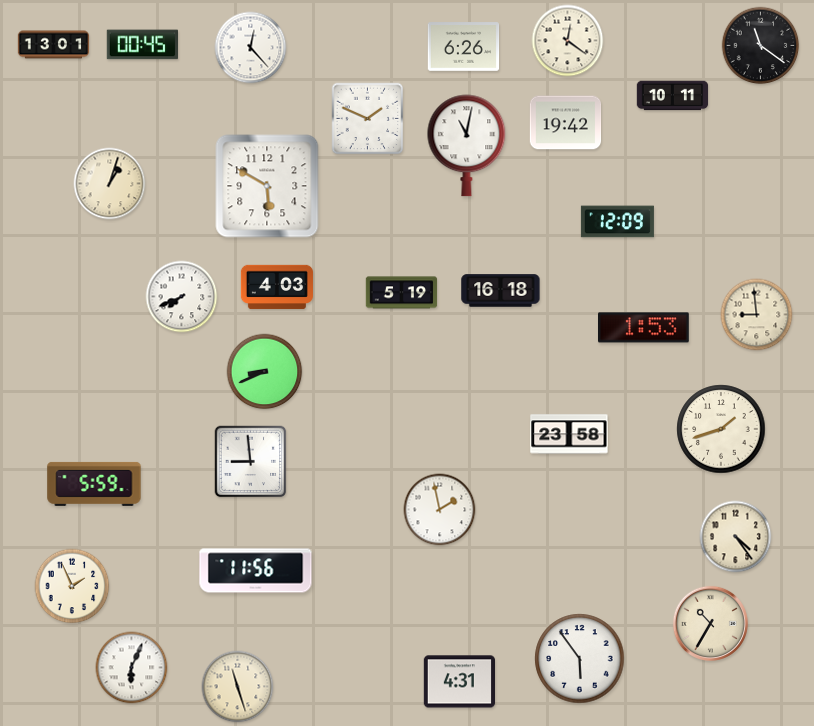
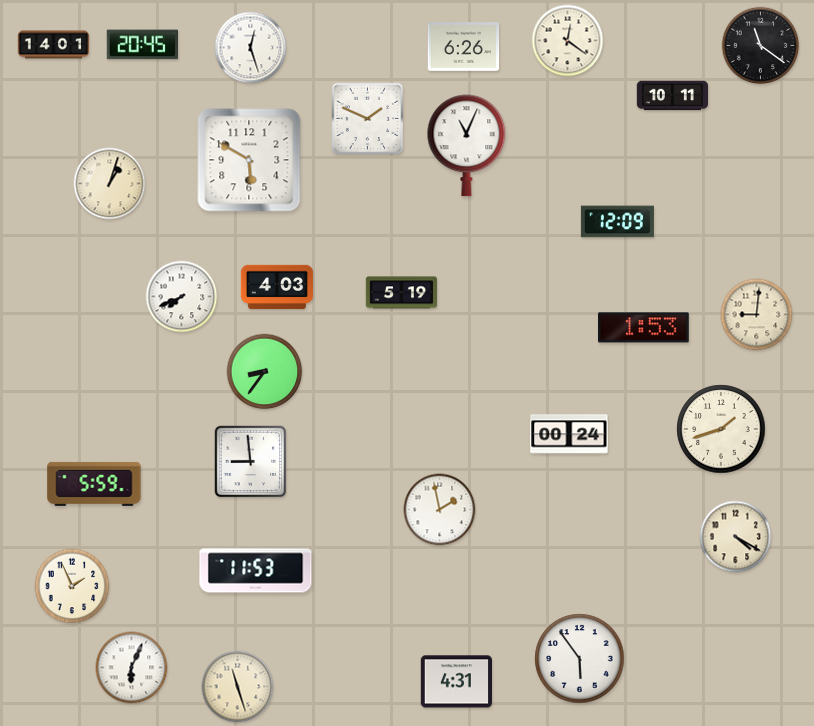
clock at (54, 45): 13:01 -> 14:01
clock at (142, 45): 00:45 -> 20:45
clock at (251, 48): 12:23 -> 12:27
clock at (566, 123): 19:42 -> none
clock at (467, 146): 11:02 -> 11:04
clock at (267, 186) position: (267, 186) -> (249, 160)
clock at (501, 291): 16:18 -> none
clock at (757, 315): 8:59 -> 9:01
clock at (265, 372): 8:41 -> 8:36
clock at (569, 434): 23:58 -> 00:24
clock at (736, 537): 4:24 -> 4:20
clock at (256, 571): 11:56 -> 11:53
clock at (710, 623): 10:35 -> none
clock at (460, 682) position: (460, 682) -> (457, 682)
